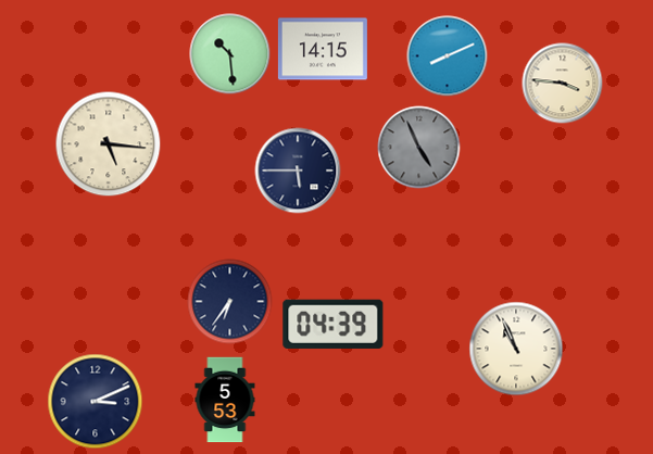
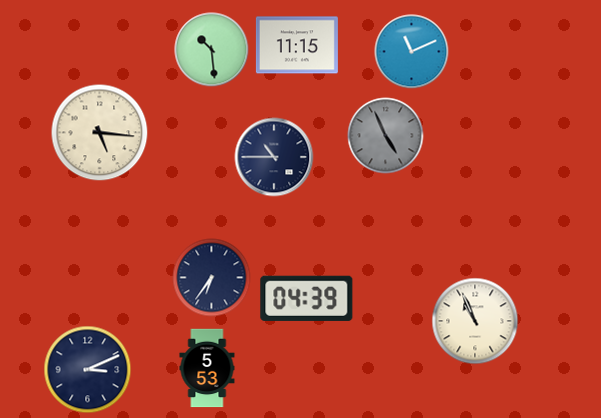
clock at (323, 49): 14:15 -> 11:15
clock at (448, 56): 8:11 -> 11:11
clock at (563, 84): 3:46 -> none
clock at (298, 171): 5:45 -> 10:45
